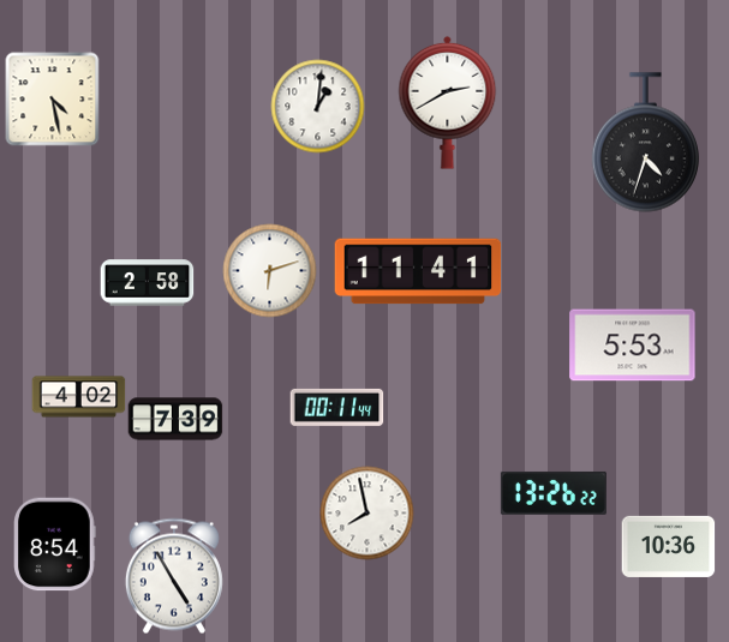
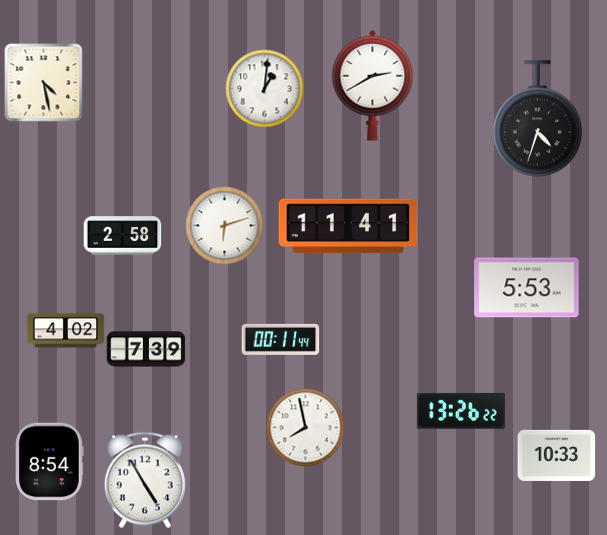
clock at (55, 544) position: (55, 544) -> (50, 461)
clock at (668, 546): 10:36 -> 10:33
